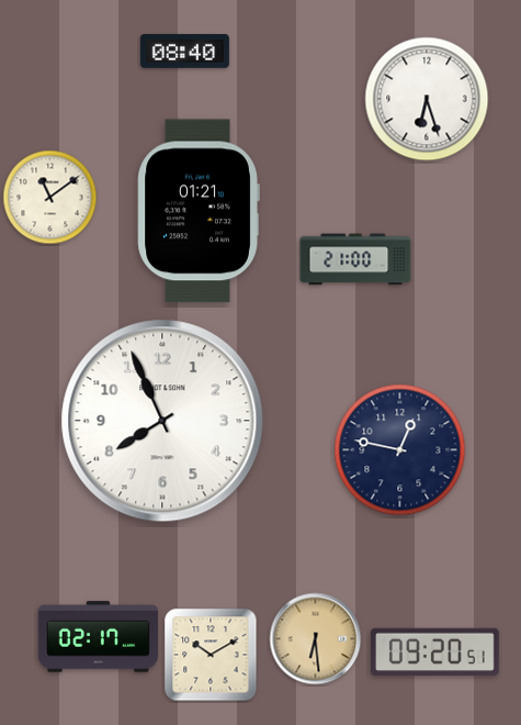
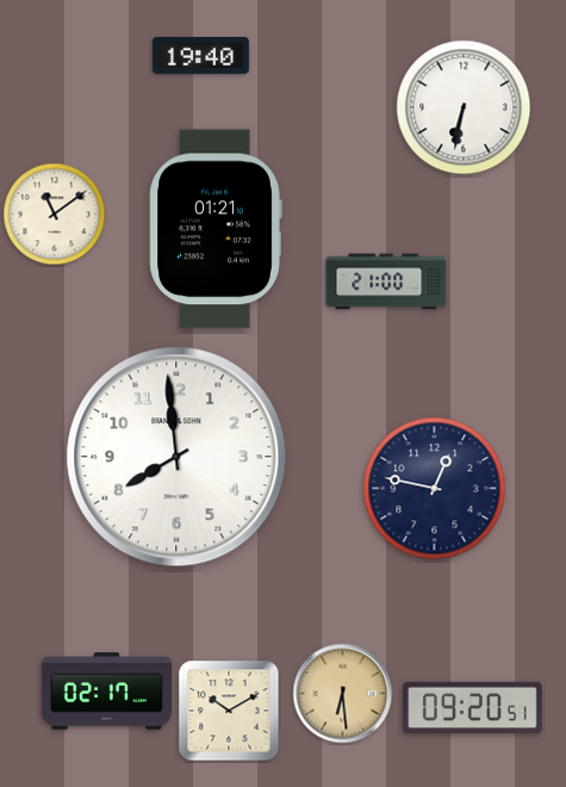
clock at (184, 52): 08:40 -> 19:40
clock at (427, 99): 6:27 -> 6:32
clock at (162, 421): 7:56 -> 7:59
